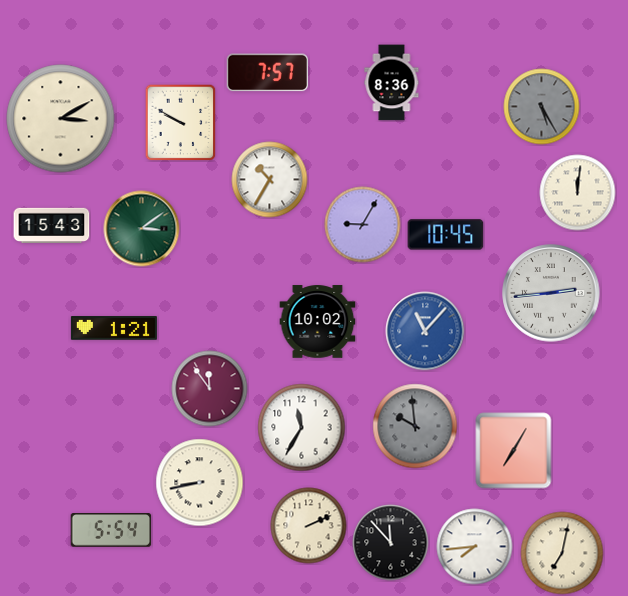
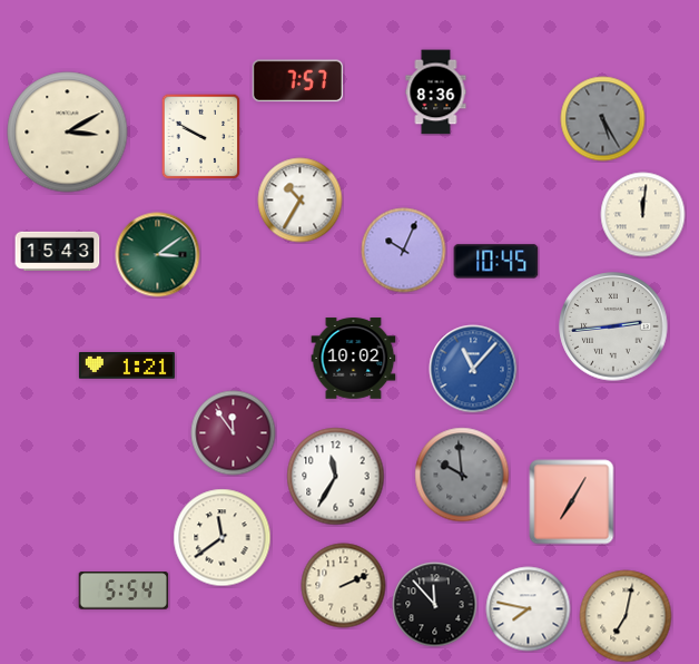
clock at (363, 225): 9:05 -> 10:04
clock at (200, 483): 8:43 -> 11:39
clock at (475, 547): 7:44 -> 7:47
